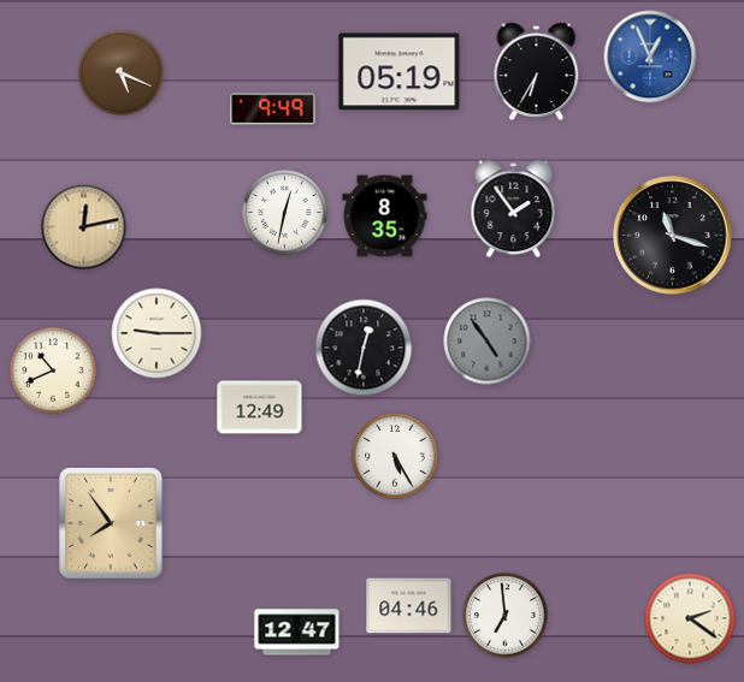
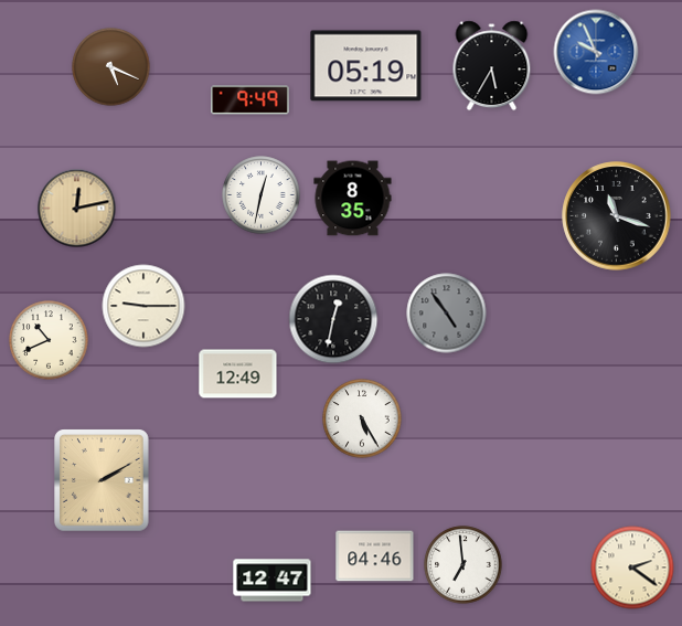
clock at (650, 57): 12:56 -> 9:56
clock at (537, 72): 6:35 -> 5:35
clock at (514, 209): 1:54 -> none
clock at (112, 523): 7:54 -> 2:10
